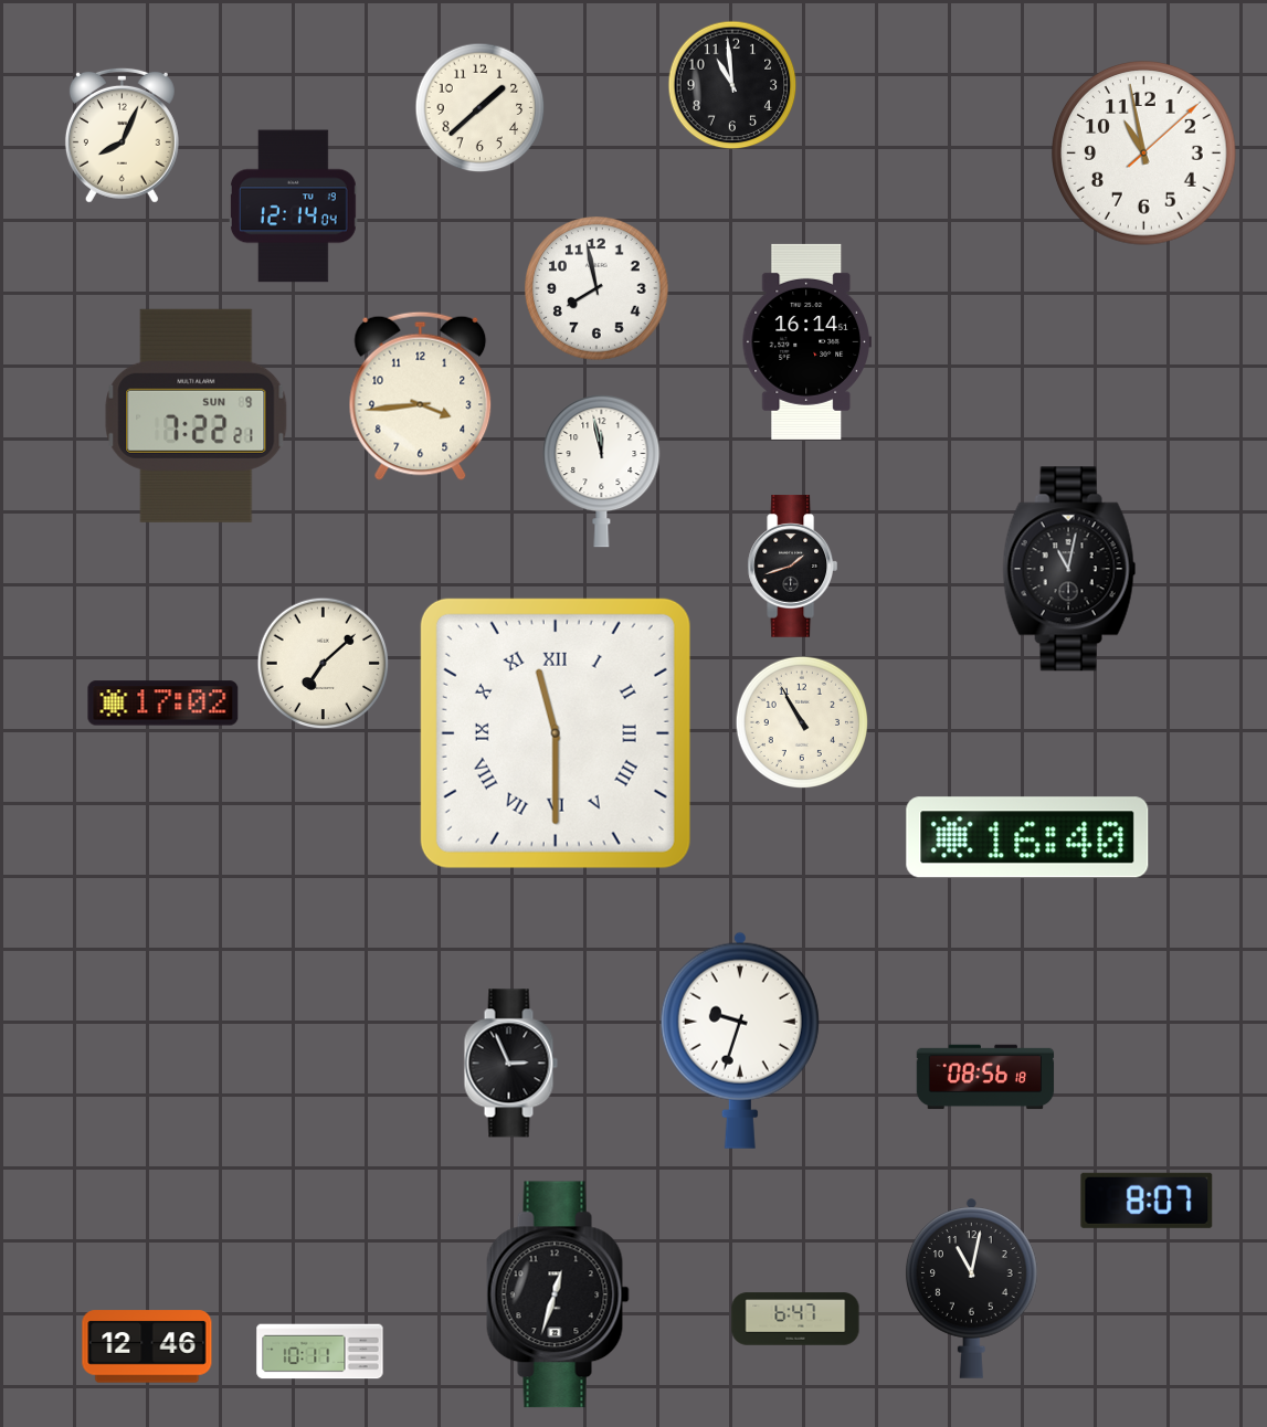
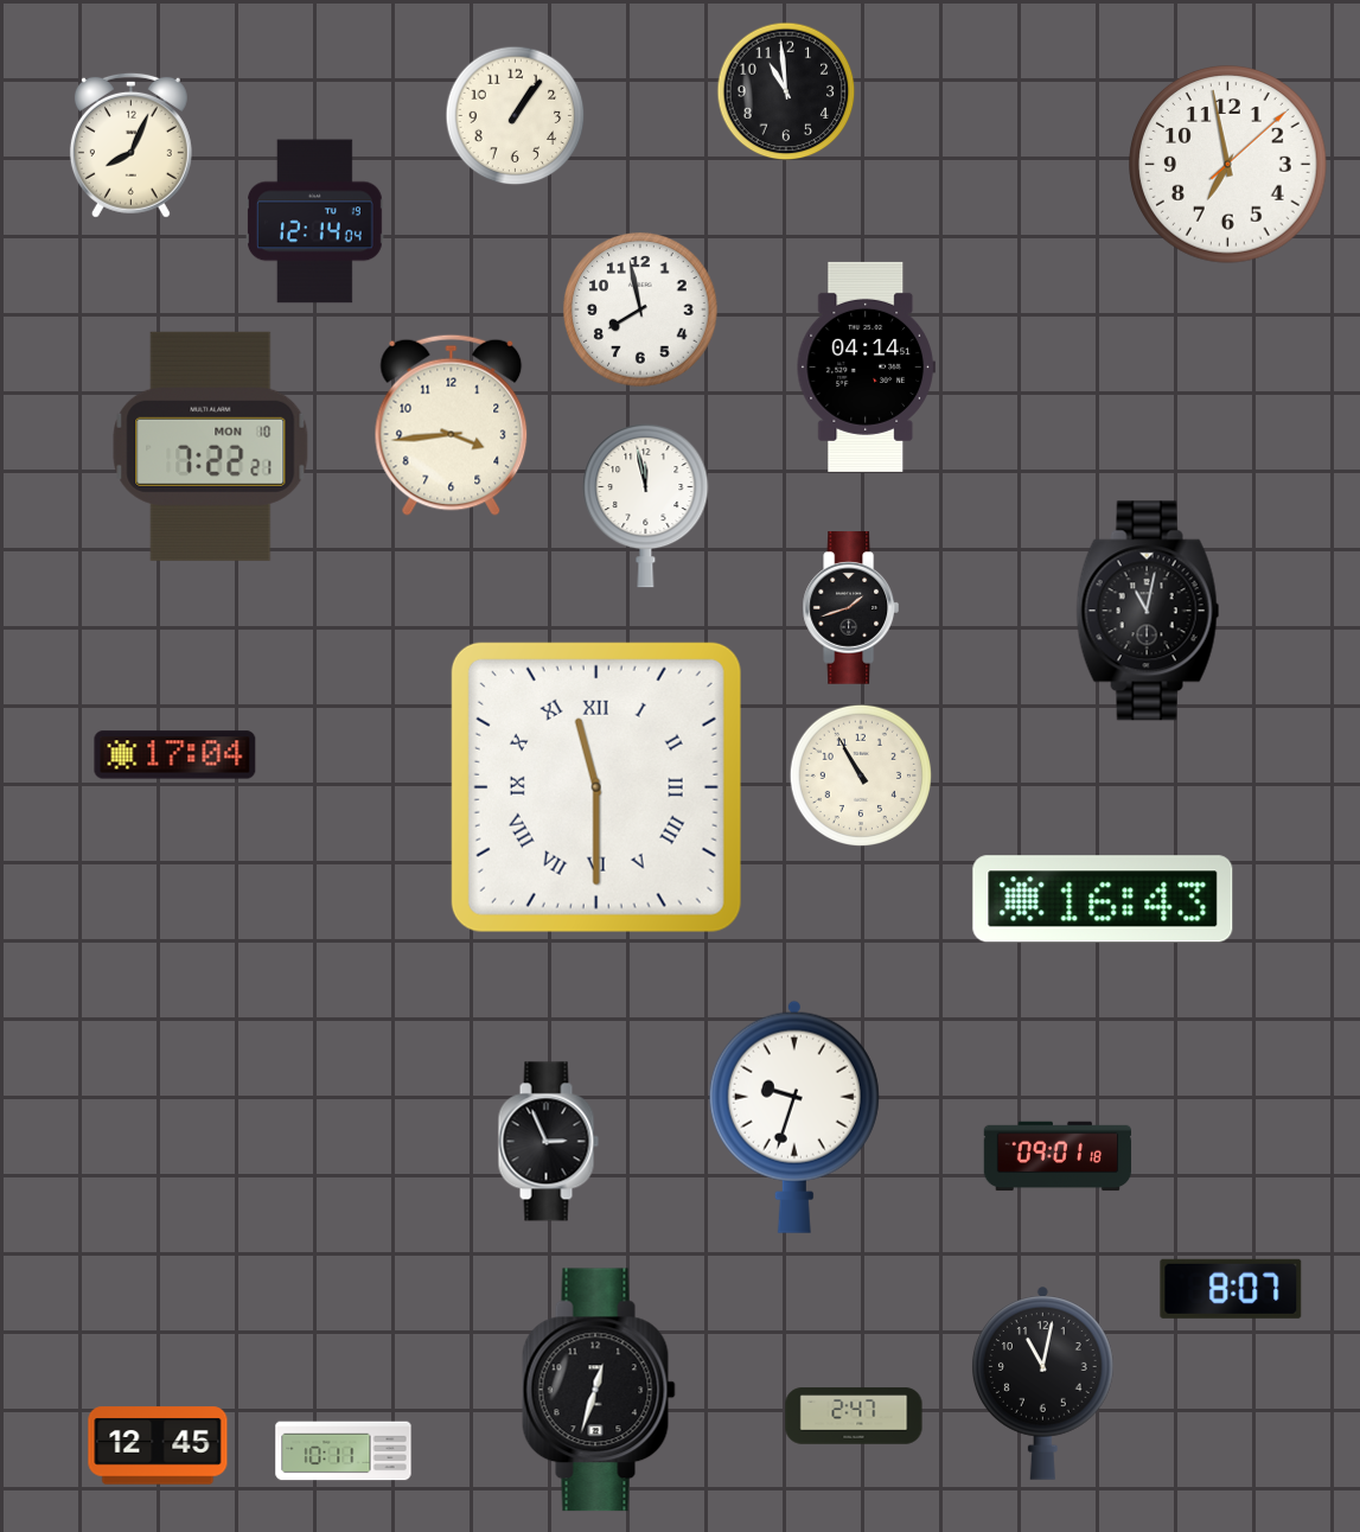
clock at (481, 108): 1:38 -> 1:06
clock at (1144, 154): 10:58 -> 6:58
clock at (806, 341): 16:14 -> 04:14
clock at (197, 415) date: SUN 9 -> MON 10
clock at (324, 664): 7:08 -> none
clock at (163, 704): 17:02 -> 17:04
clock at (1027, 837): 16:40 -> 16:43
clock at (985, 1077): 08:56 -> 09:01
clock at (795, 1319): 6:47 -> 2:47
clock at (147, 1346): 12:46 -> 12:45
